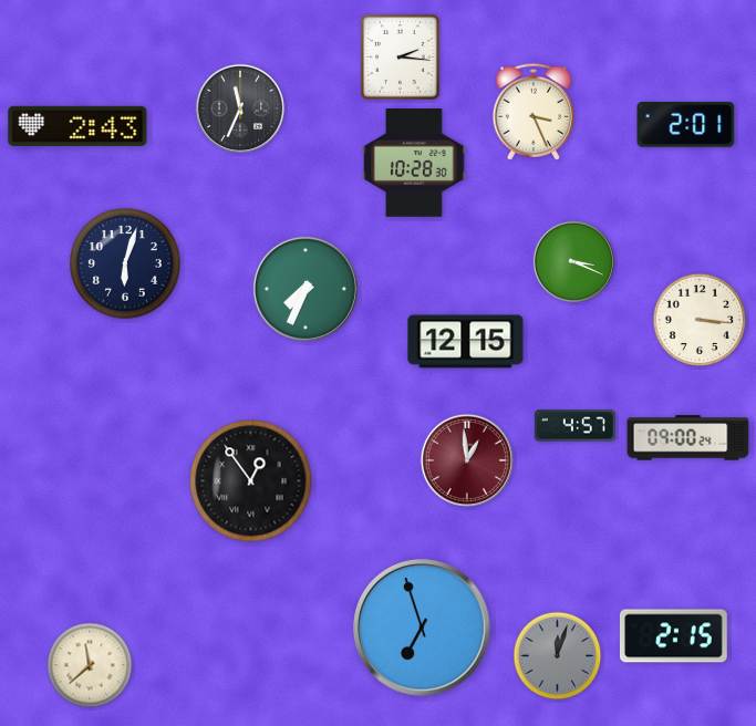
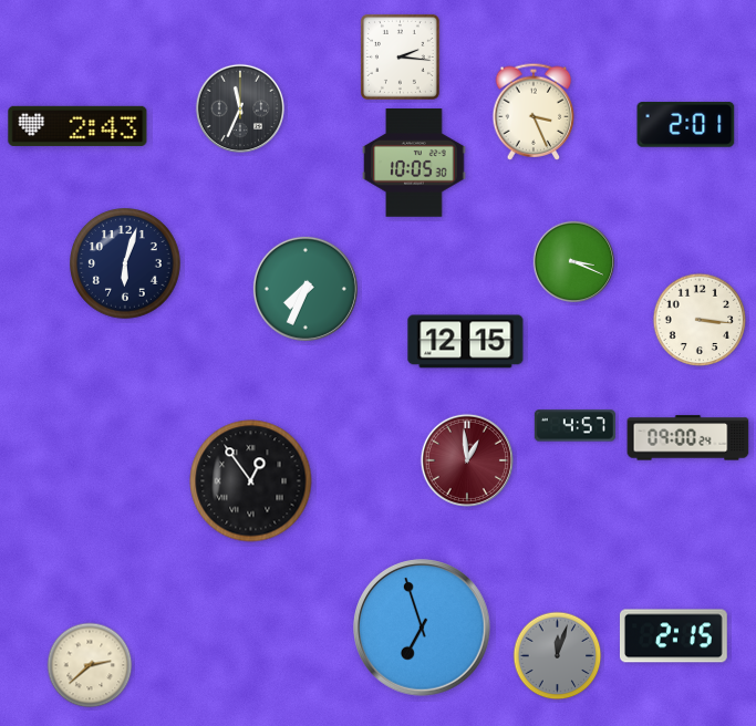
clock at (414, 163): 10:28 -> 10:05
clock at (90, 665): 11:38 -> 2:38
